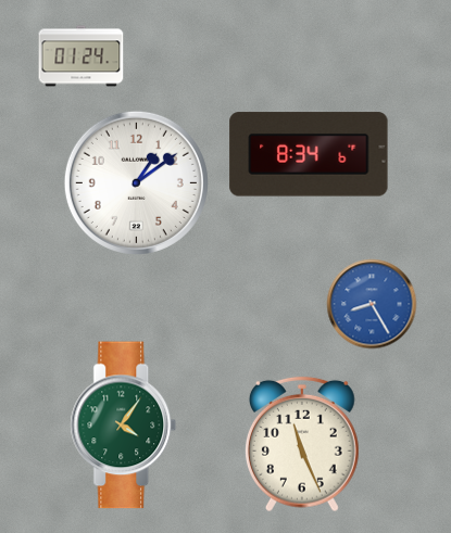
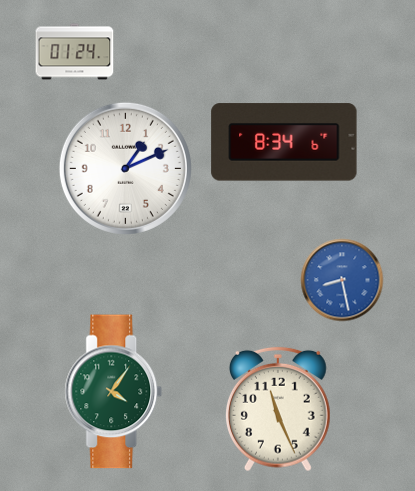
clock at (136, 182): 1:09 -> 1:11
clock at (372, 304): 8:25 -> 8:28
